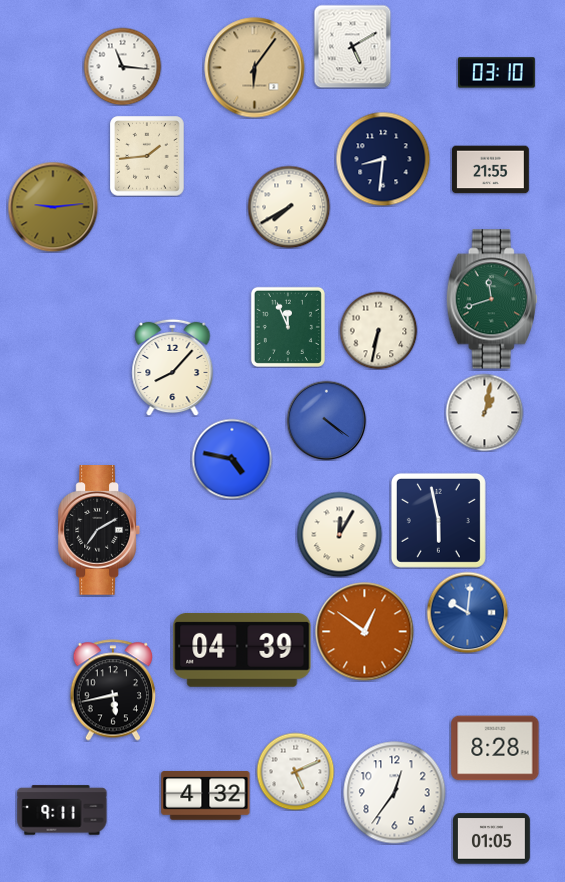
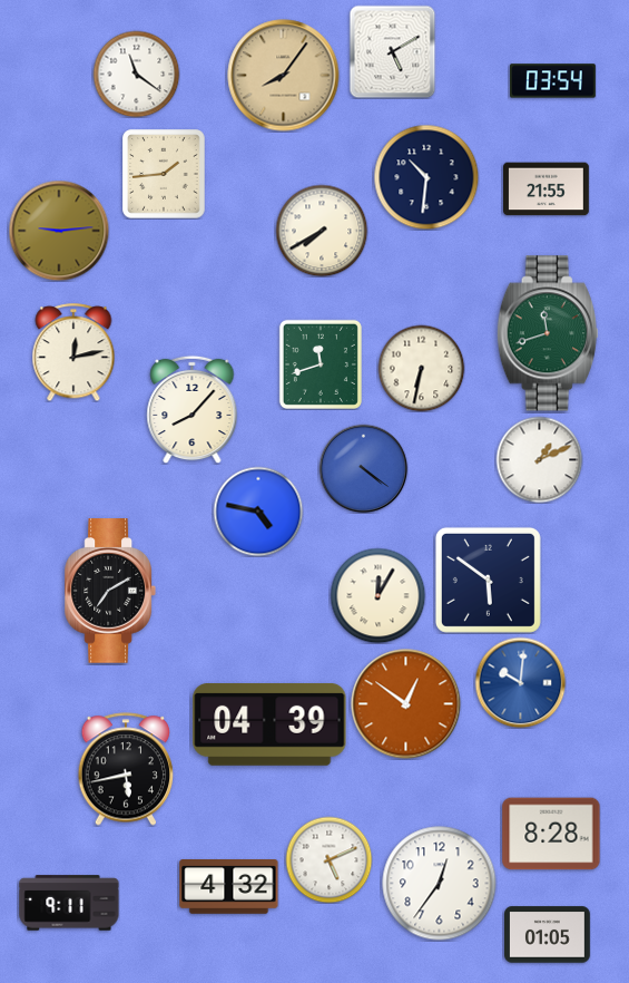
clock at (122, 66): 11:16 -> 11:21
clock at (255, 68): 6:06 -> 8:06
clock at (497, 73): 03:10 -> 03:54
clock at (383, 159): 8:31 -> 10:31
clock at (73, 352): none -> 12:13
clock at (288, 327): 11:56 -> 11:42
clock at (484, 412): 1:02 -> 1:11
clock at (438, 520): 5:58 -> 5:51
